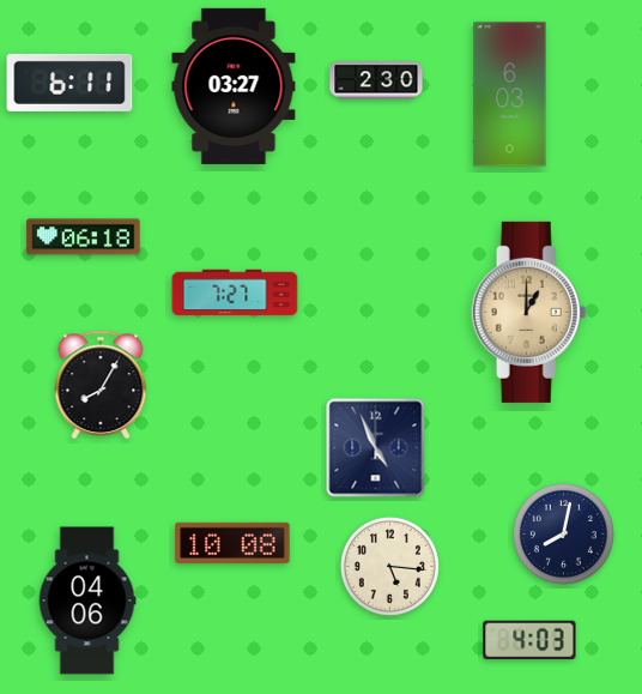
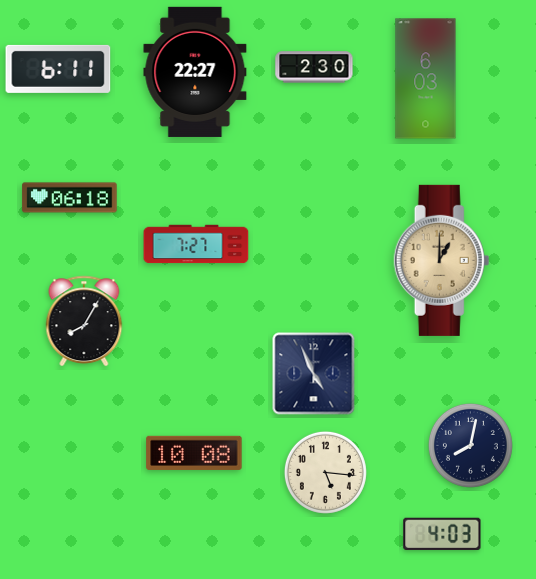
clock at (234, 86): 03:27 -> 22:27
clock at (87, 601): 04:06 -> none
